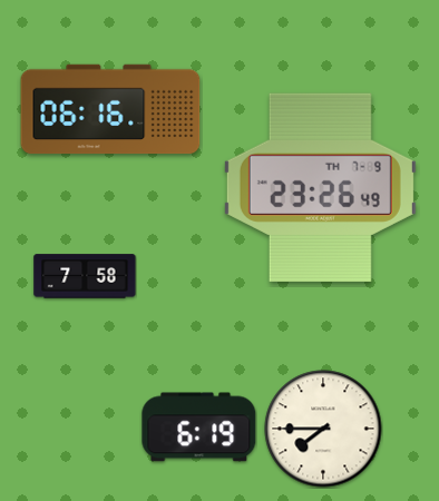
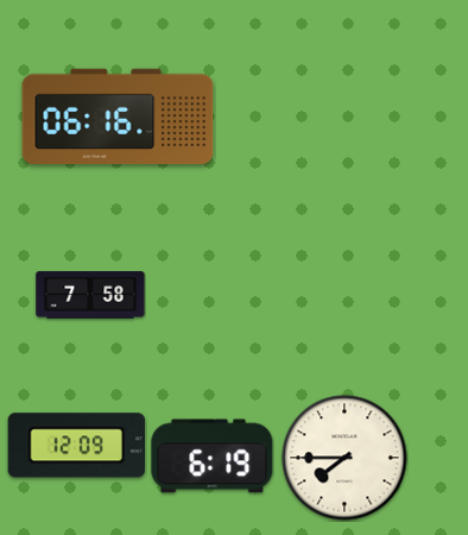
clock at (320, 187): 23:26 -> none
clock at (76, 446): none -> 12:09
